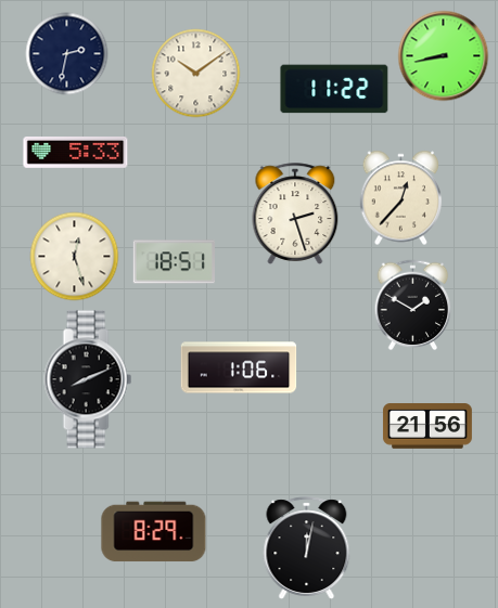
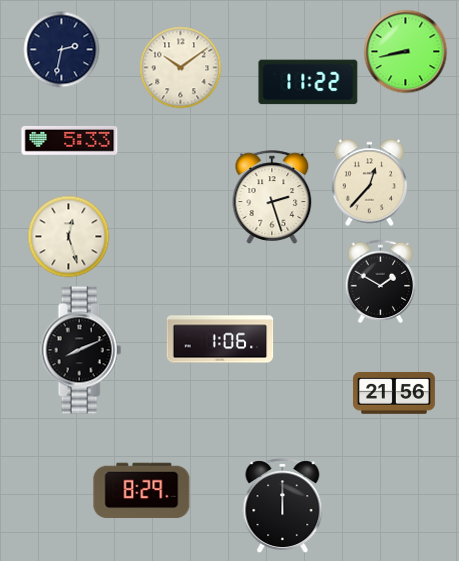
clock at (444, 56) position: (444, 56) -> (406, 52)
clock at (175, 262): 18:51 -> none
clock at (307, 547): 12:02 -> 12:00
